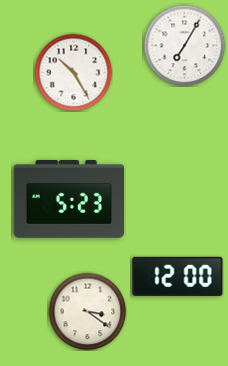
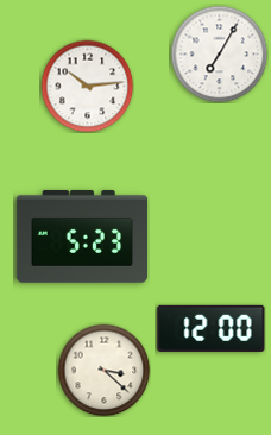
clock at (73, 72): 10:25 -> 10:14
clock at (87, 311): 3:21 -> 3:22
